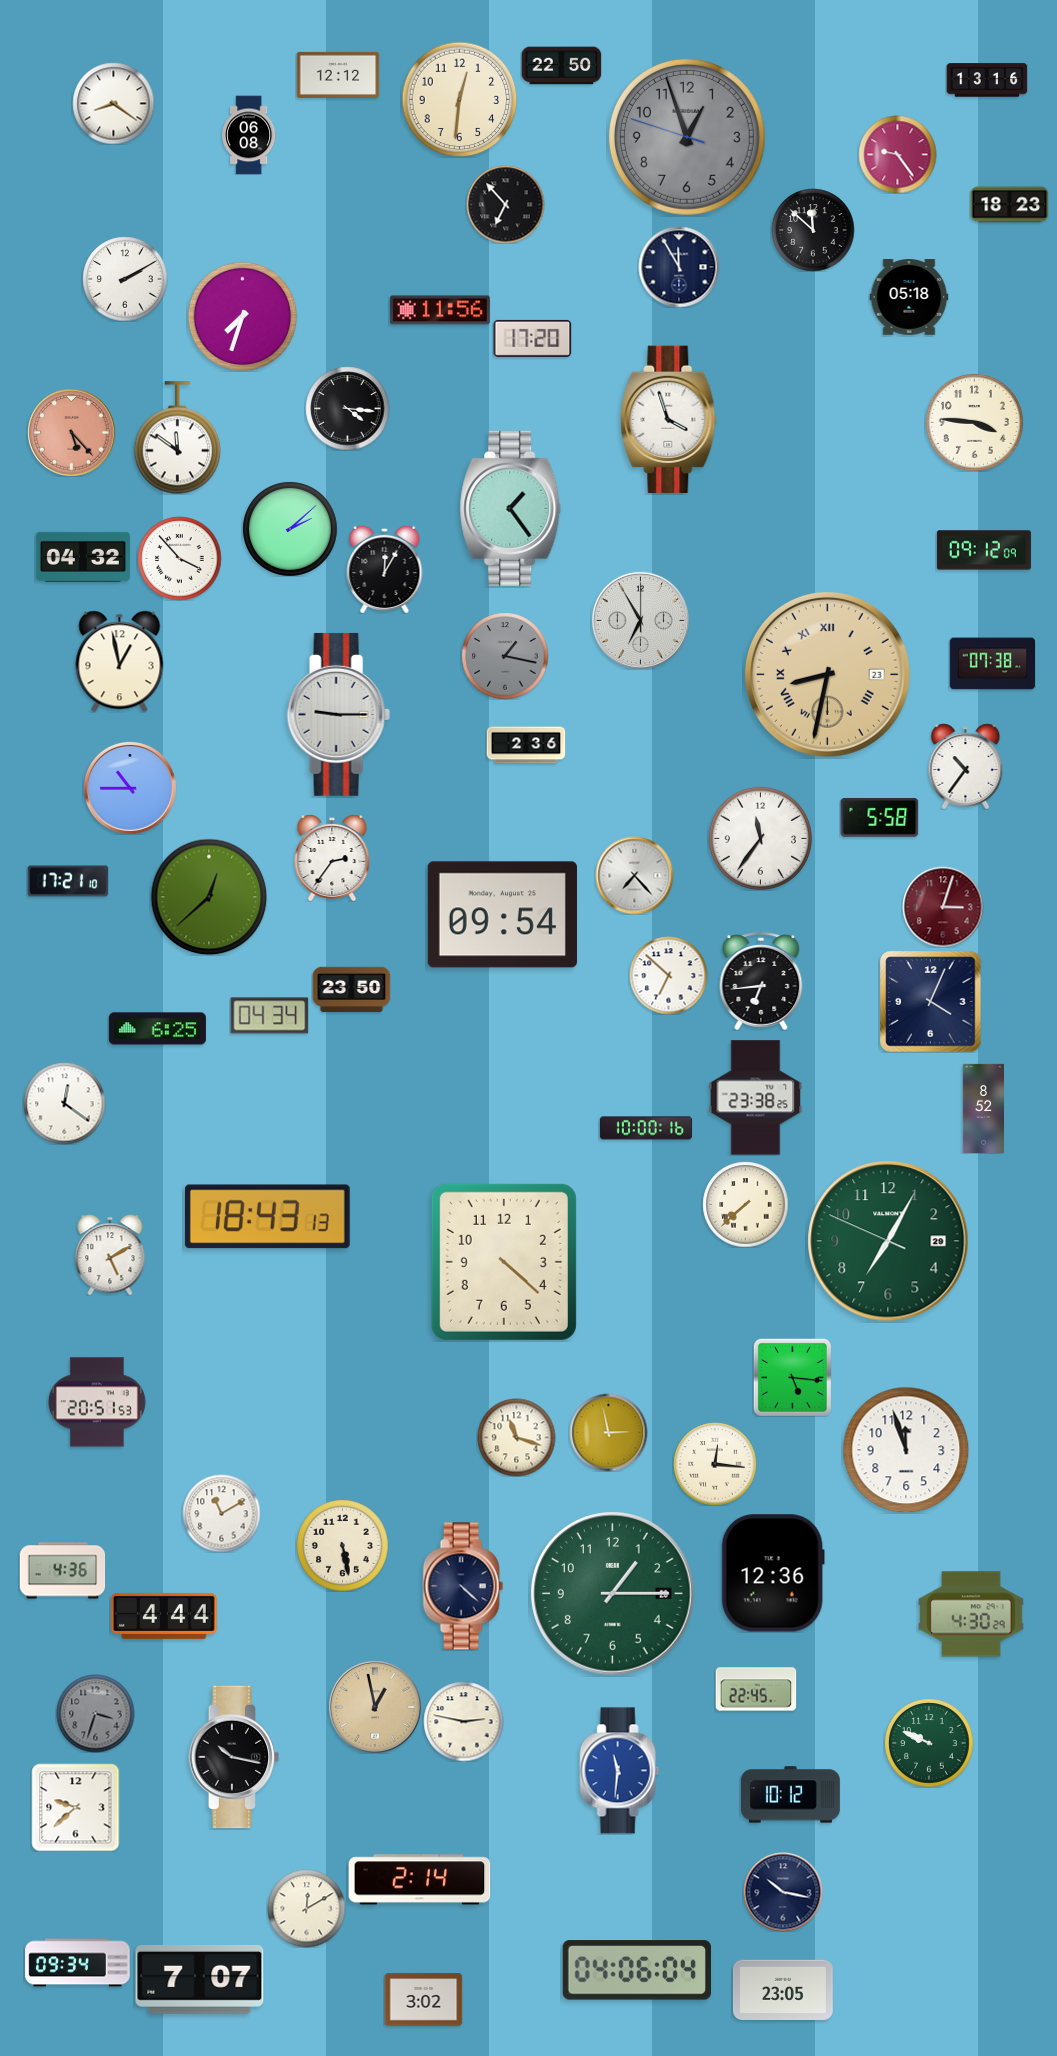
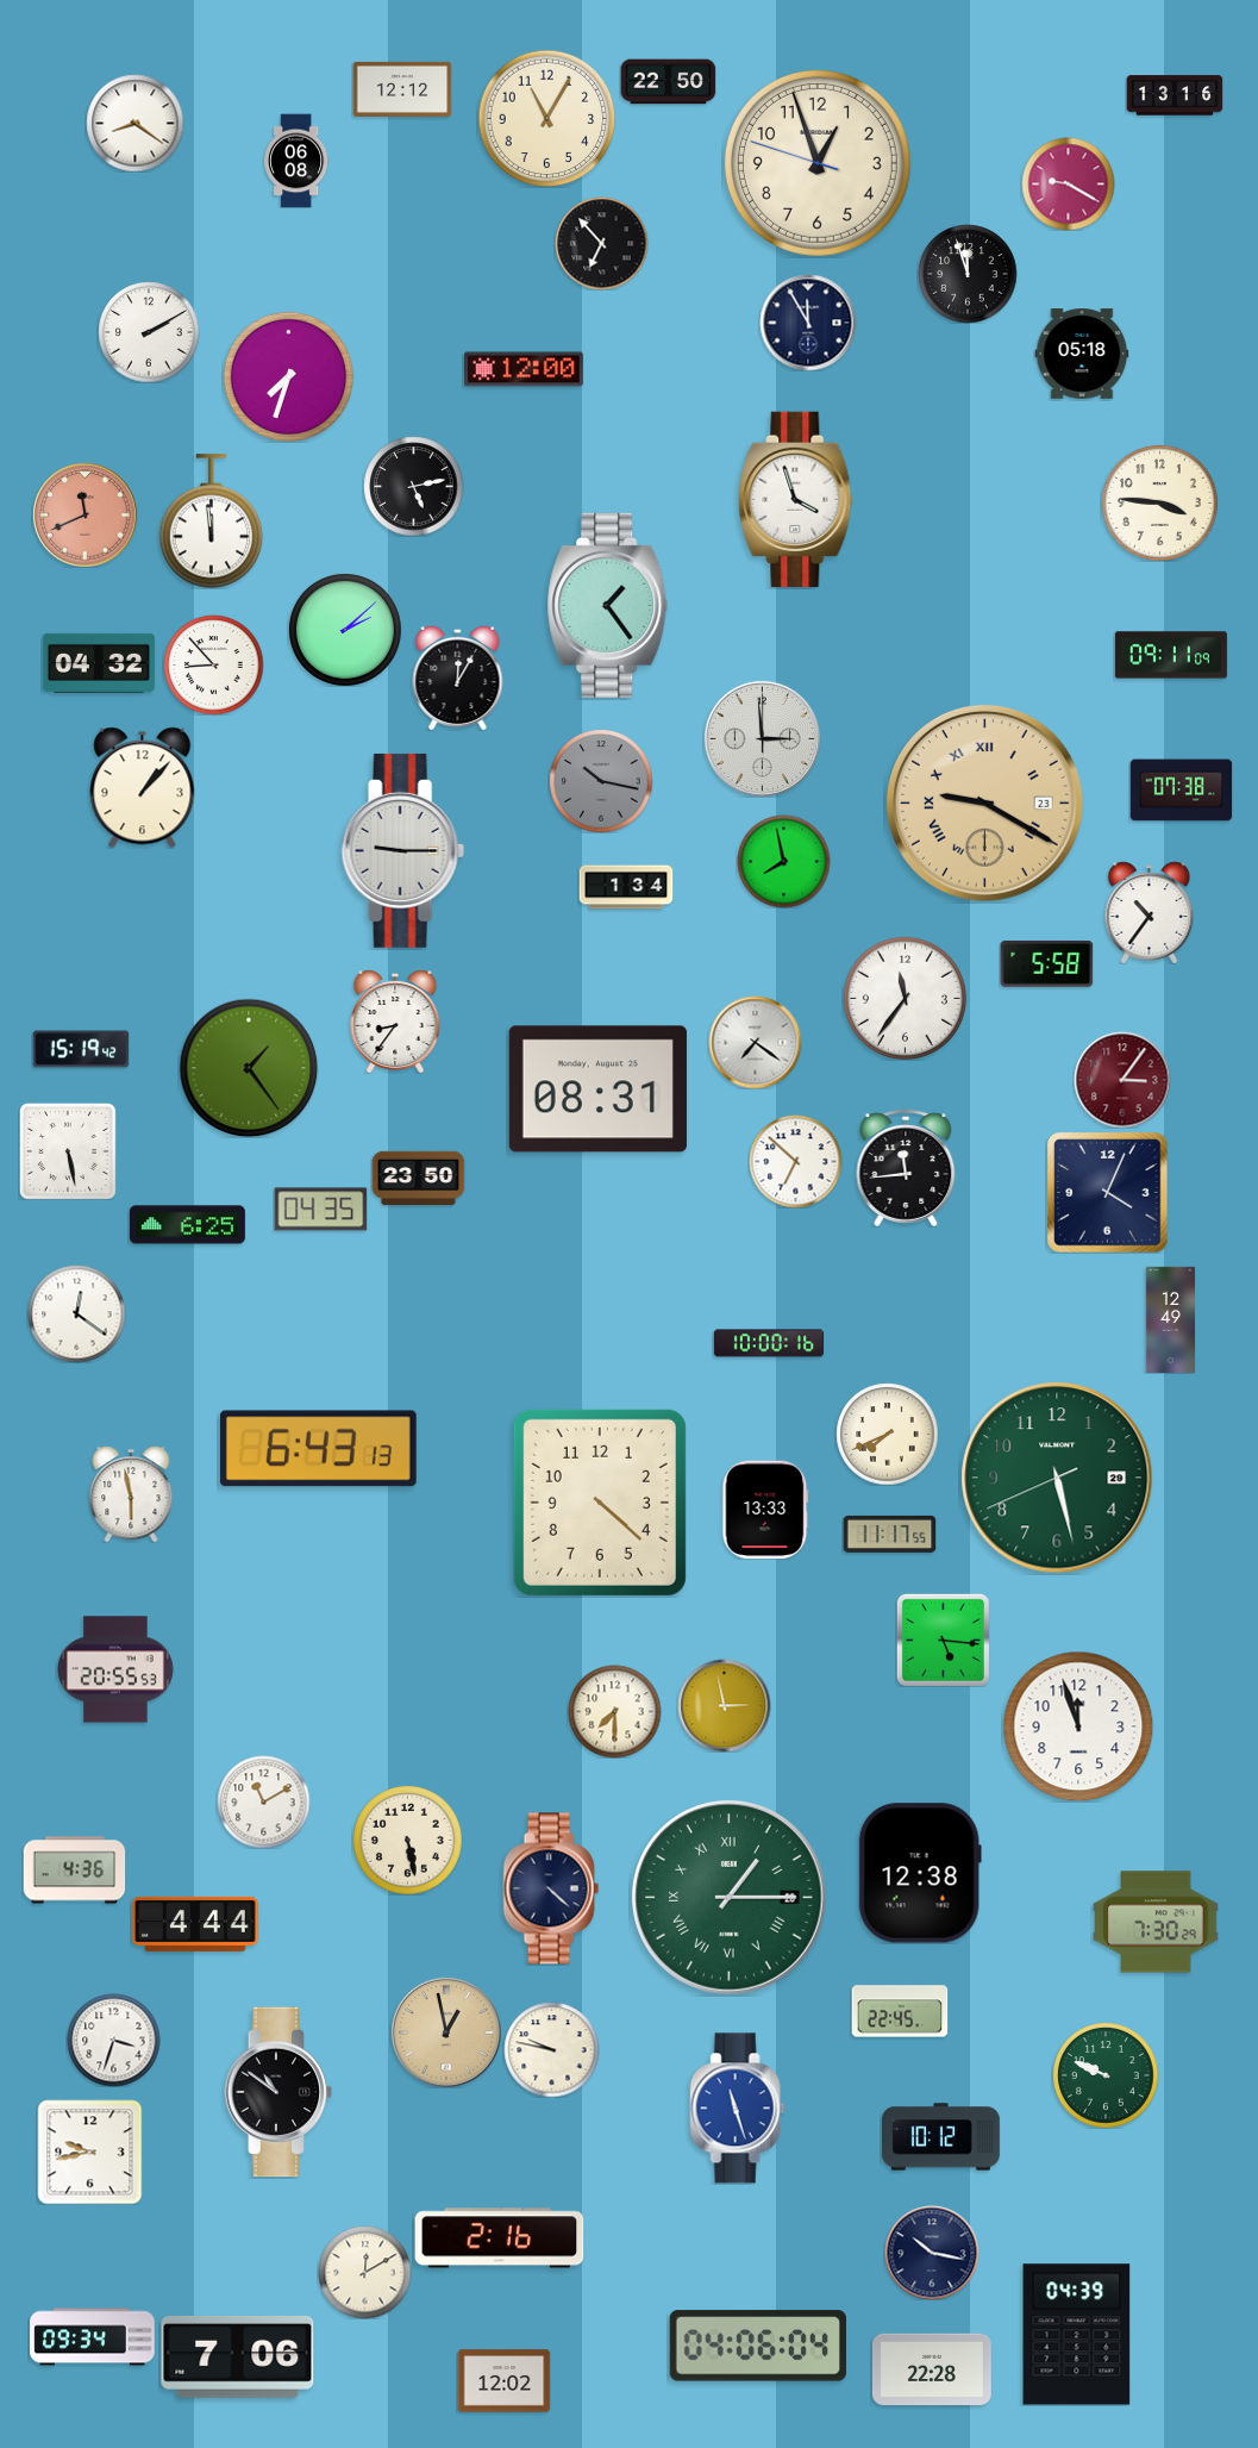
clock at (561, 66) position: (561, 66) -> (668, 82)
clock at (459, 99): 12:31 -> 11:05
clock at (687, 137) dial: grey -> cream
clock at (897, 154): 9:24 -> 9:20
clock at (1009, 205): 18:23 -> none
clock at (813, 230): 11:52 -> 11:57
clock at (679, 267) position: (679, 267) -> (808, 323)
clock at (440, 310): 11:56 -> 12:00
clock at (532, 338): 17:20 -> none
clock at (347, 408): 4:16 -> 5:13
clock at (71, 432): 5:23 -> 11:41
clock at (178, 438): 11:51 -> 11:59
clock at (984, 550): 09:12 -> 09:11
clock at (179, 558): 3:53 -> 8:53
clock at (640, 620): 6:55 -> 2:59
clock at (505, 656): 1:17 -> 10:17
clock at (120, 661): 12:58 -> 1:07
clock at (827, 674): 8:32 -> 9:20
clock at (783, 861): none -> 7:58
clock at (526, 745): 2:36 -> 1:34
clock at (130, 788): 10:45 -> none
clock at (879, 818) position: (879, 818) -> (1046, 964)
clock at (332, 858): 2:36 -> 8:36
clock at (634, 875): 7:23 -> 7:21
clock at (68, 881): 17:21 -> 15:19
clock at (209, 897): 12:38 -> 1:24
clock at (943, 907): 3:03 -> 3:06
clock at (502, 915): 09:54 -> 08:31
clock at (68, 1151): none -> 5:28
clock at (761, 981): 6:44 -> 11:44
clock at (269, 1016): 04:34 -> 04:35
clock at (756, 1098): 23:38 -> none
clock at (983, 1108): 8:52 -> 12:49
clock at (745, 1204): 7:38 -> 7:41
clock at (267, 1217): 18:43 -> 6:43
clock at (888, 1241): 7:04 -> 5:27
clock at (110, 1255): 5:10 -> 5:58
clock at (765, 1510): none -> 13:33
clock at (889, 1534): none -> 11:17
clock at (97, 1402): 20:51 -> 20:55
clock at (516, 1437): 11:18 -> 7:30
clock at (715, 1464): 12:16 -> none
clock at (773, 1573): 12:36 -> 12:38
clock at (613, 1594) numerals: Arabic -> Roman
clock at (971, 1614): 4:30 -> 7:30
clock at (95, 1713) dial: grey -> white
clock at (463, 1721): 2:47 -> 9:47
clock at (234, 1757): 10:17 -> 10:51
clock at (620, 1771): 11:31 -> 11:27
clock at (75, 1807): 9:38 -> 9:43
clock at (420, 1880): 2:14 -> 2:16
clock at (1077, 2335): none -> 04:39
clock at (200, 1980): 7:07 -> 7:06
clock at (783, 1990): 23:05 -> 22:28
clock at (423, 2000): 3:02 -> 12:02
